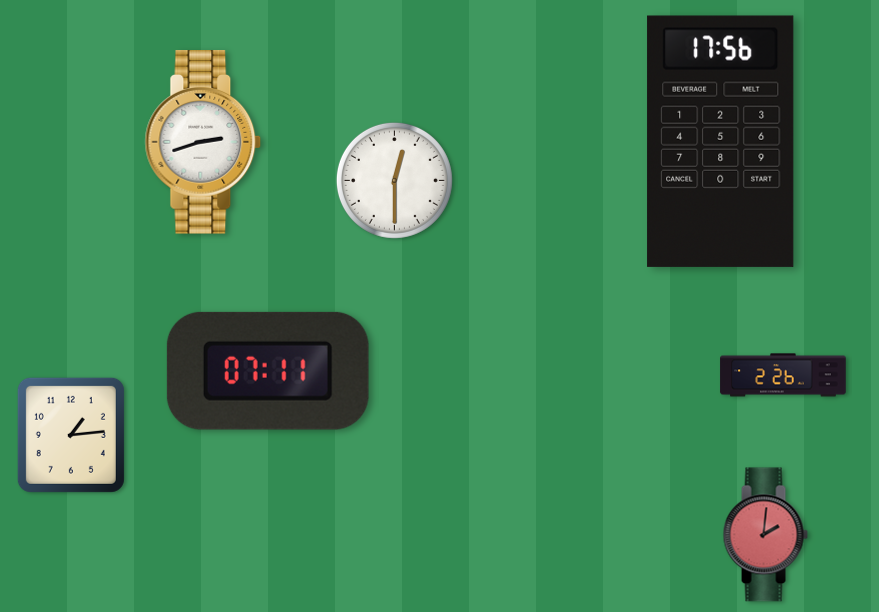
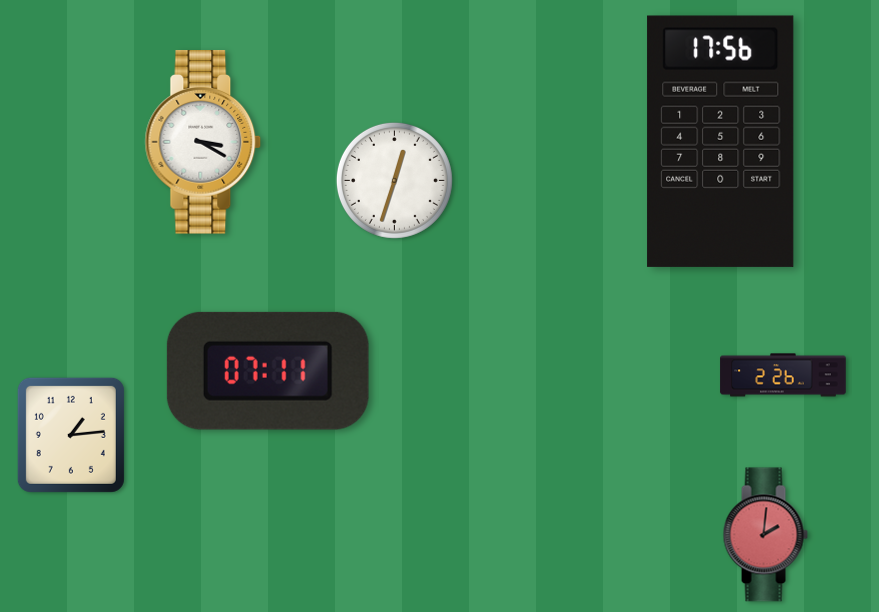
clock at (203, 142): 2:42 -> 3:20
clock at (394, 180): 12:30 -> 12:33
